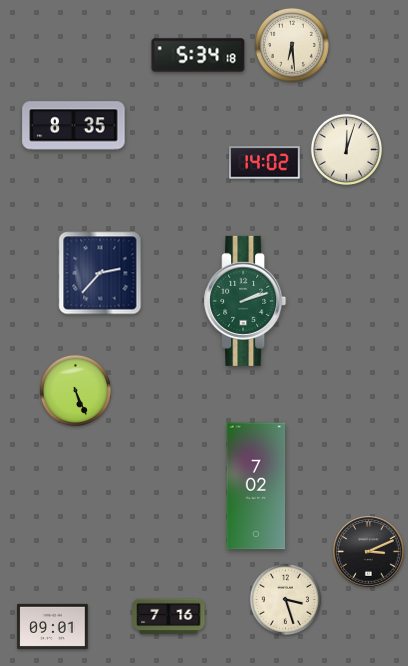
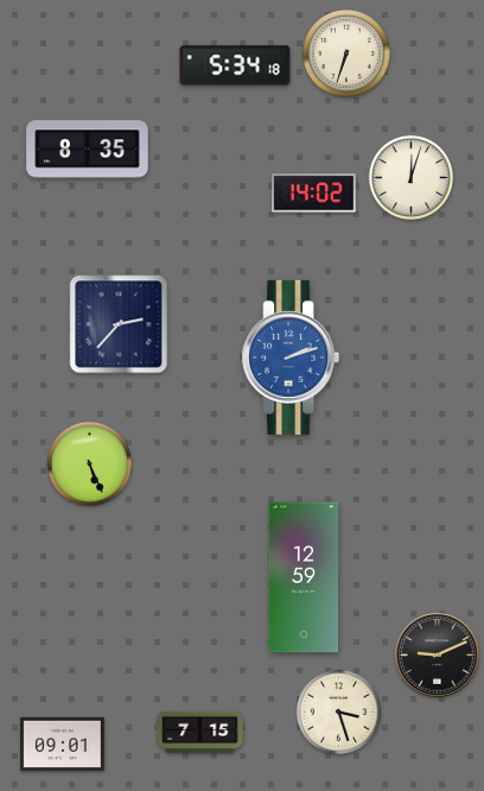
clock at (292, 45): 6:29 -> 6:33
clock at (245, 301) dial: green -> blue
clock at (256, 486): 7:02 -> 12:59
clock at (369, 552): 3:11 -> 9:11
clock at (169, 617): 7:16 -> 7:15
